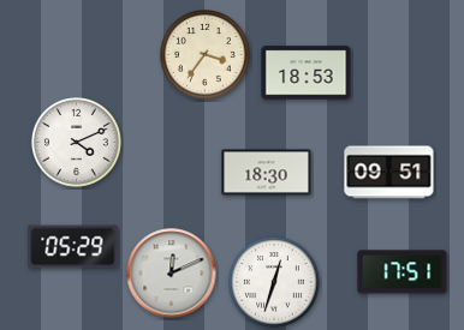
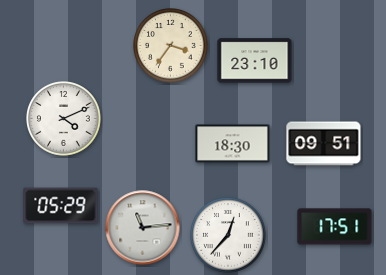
clock at (307, 73): 18:53 -> 23:10
clock at (267, 173) position: (267, 173) -> (233, 144)
clock at (172, 274): 12:11 -> 11:14
clock at (274, 282): 12:33 -> 12:37
